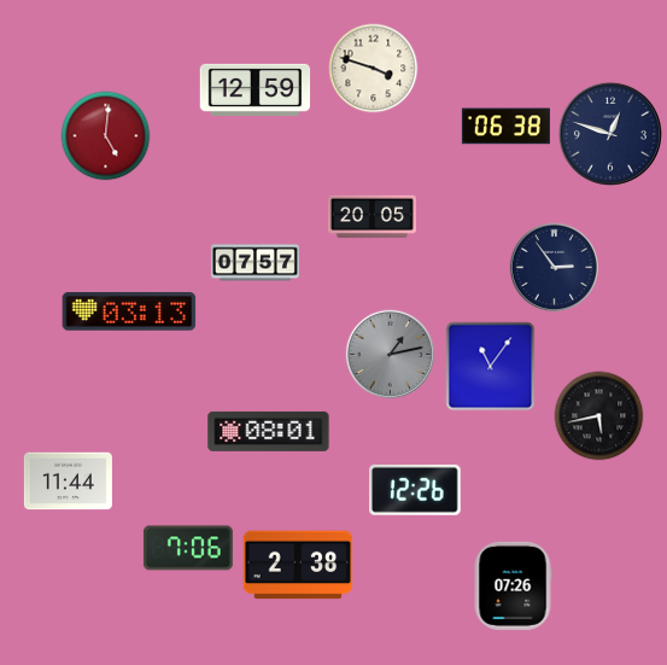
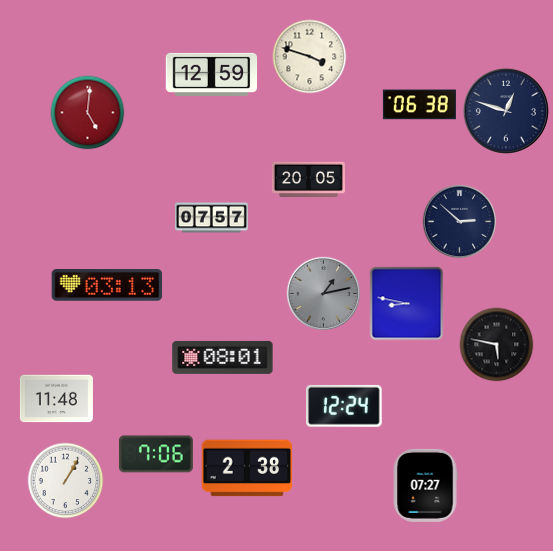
clock at (554, 267): 2:54 -> 2:52
clock at (129, 311) position: (129, 311) -> (107, 285)
clock at (491, 367): 11:06 -> 8:47
clock at (599, 416): 5:43 -> 5:47
clock at (68, 482): 11:44 -> 11:48
clock at (416, 490): 12:26 -> 12:24
clock at (66, 481): none -> 1:05
clock at (513, 585): 07:26 -> 07:27
